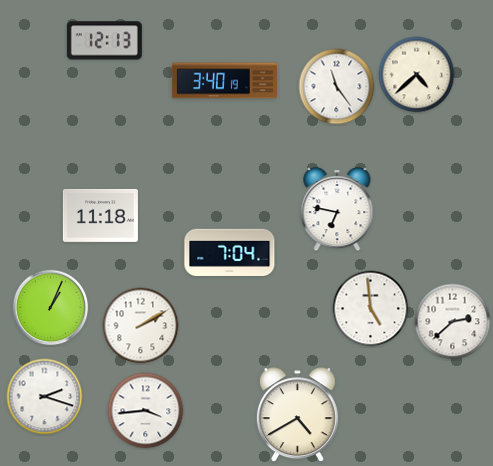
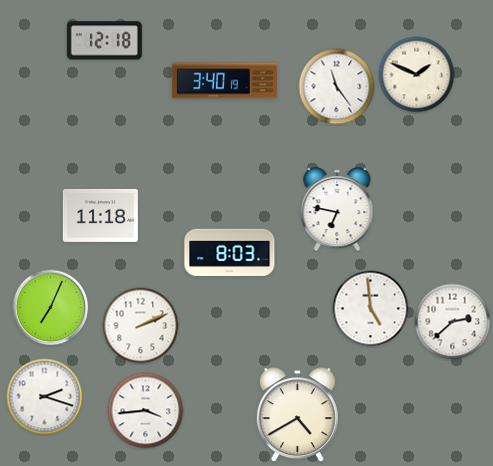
clock at (104, 41): 12:13 -> 12:18
clock at (417, 75): 4:38 -> 1:49
clock at (230, 252): 7:04 -> 8:03
clock at (51, 308): 1:04 -> 7:04
clock at (141, 326): 2:10 -> 2:11
